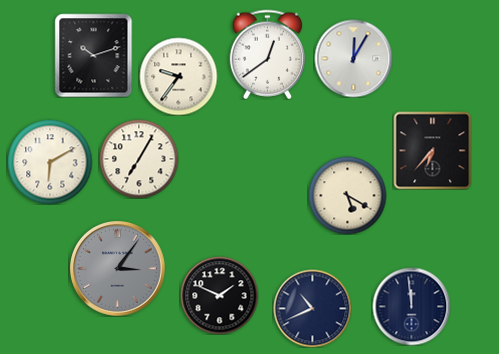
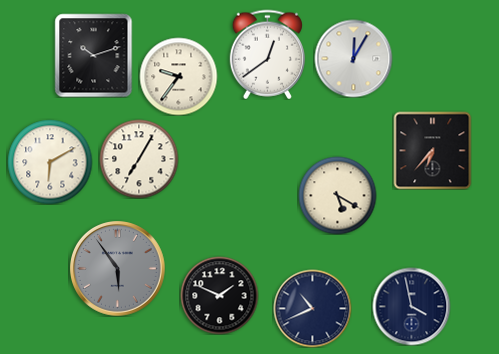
clock at (347, 195) position: (347, 195) -> (337, 195)
clock at (118, 269): 3:06 -> 5:54
clock at (411, 306): 11:59 -> 3:58
